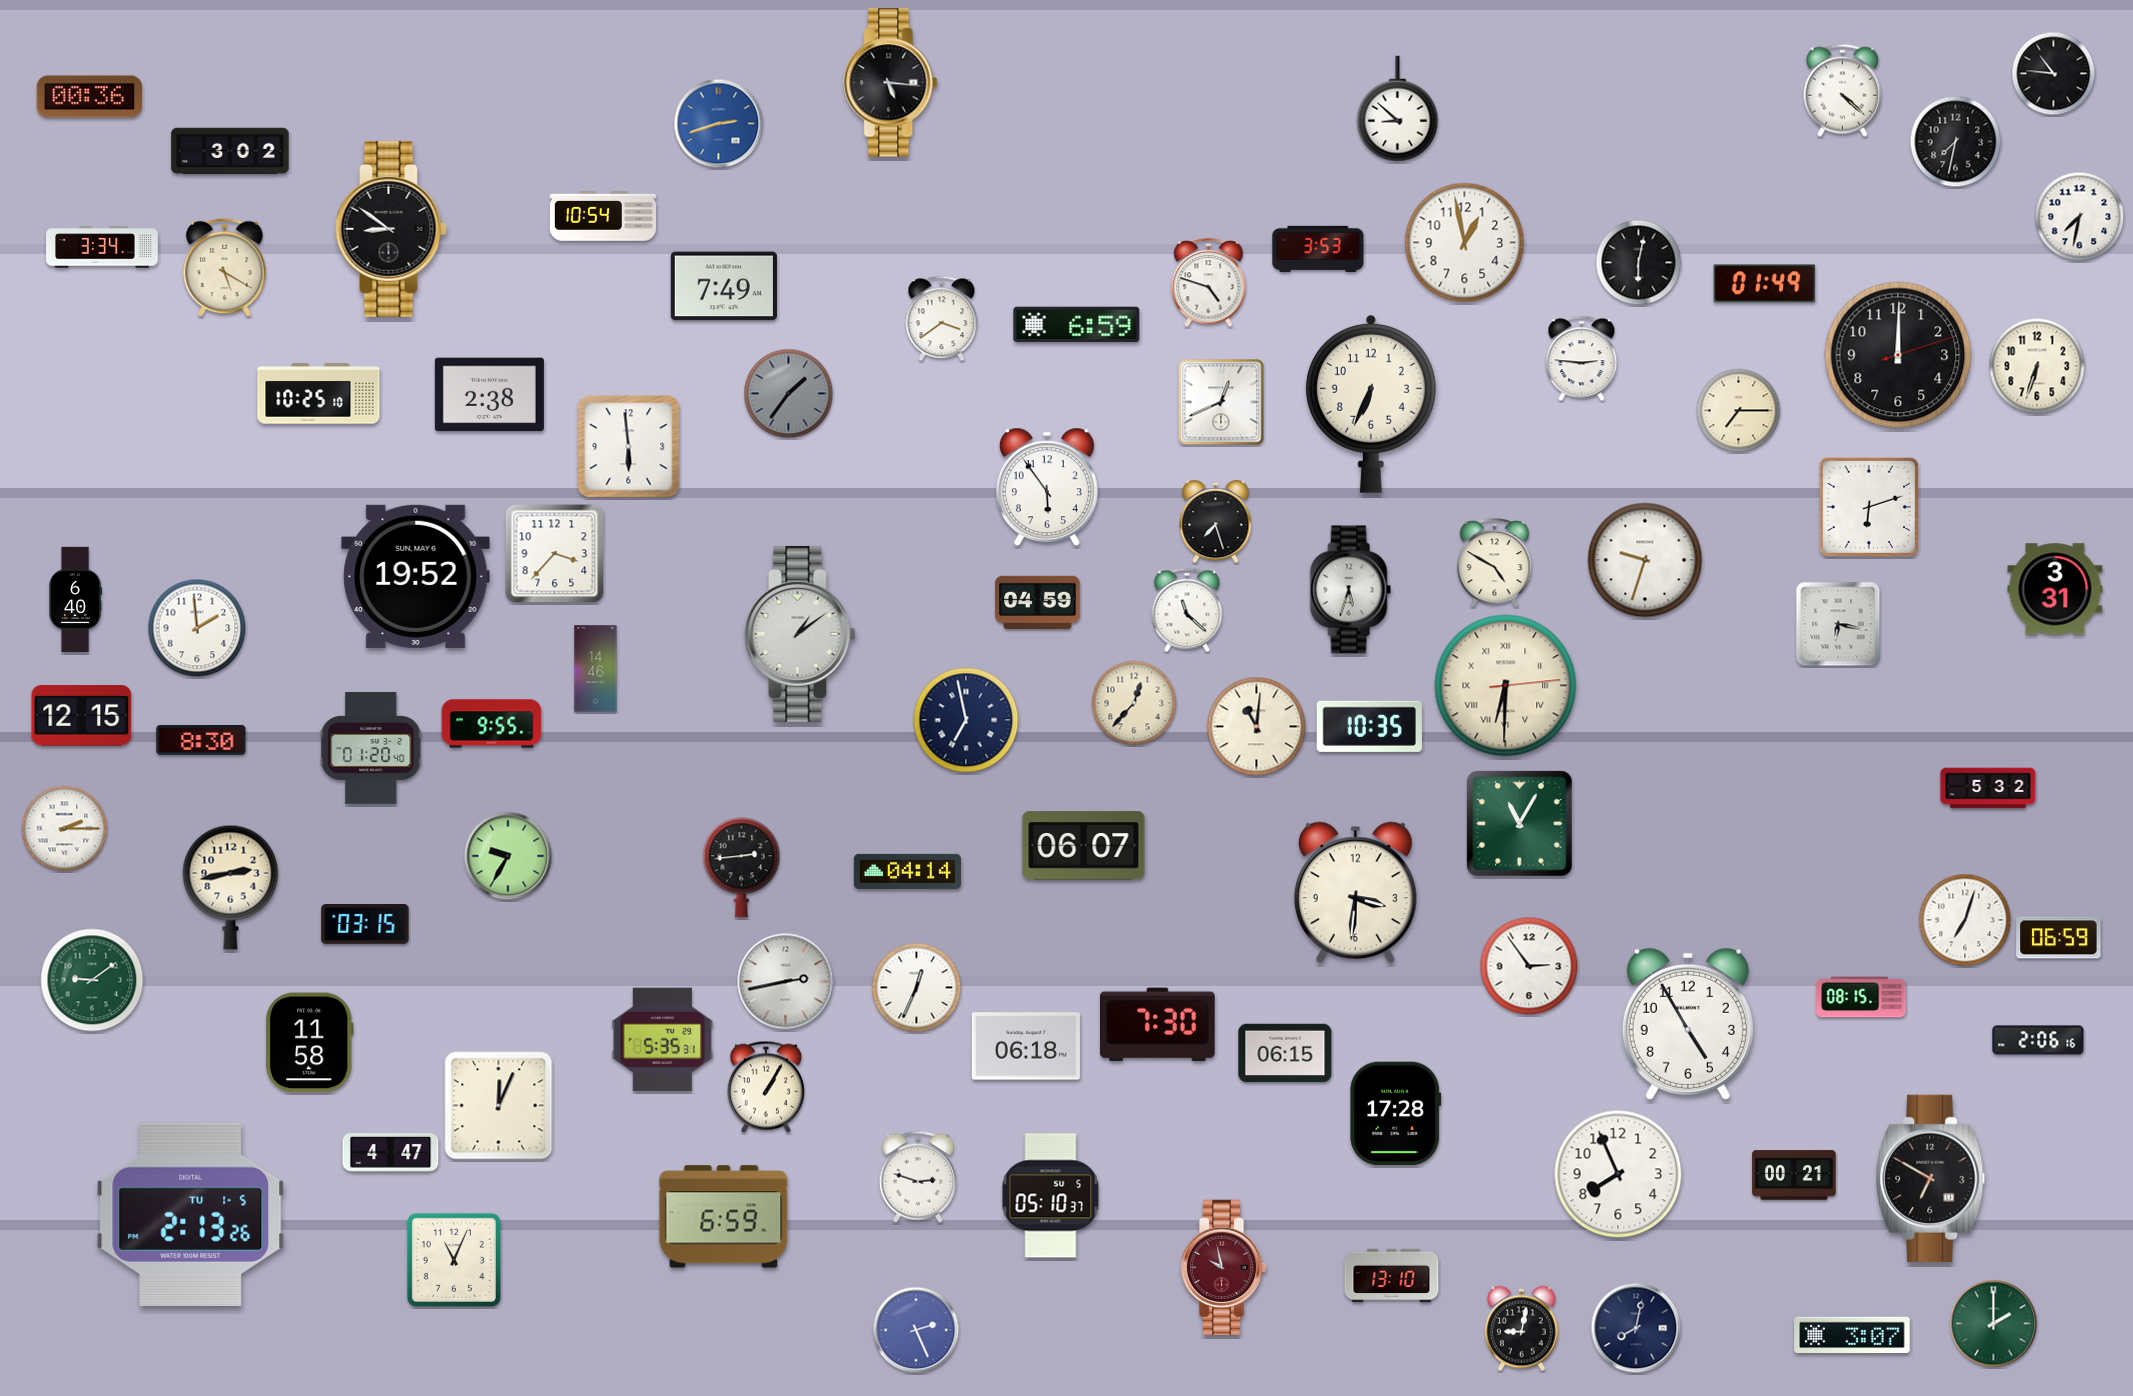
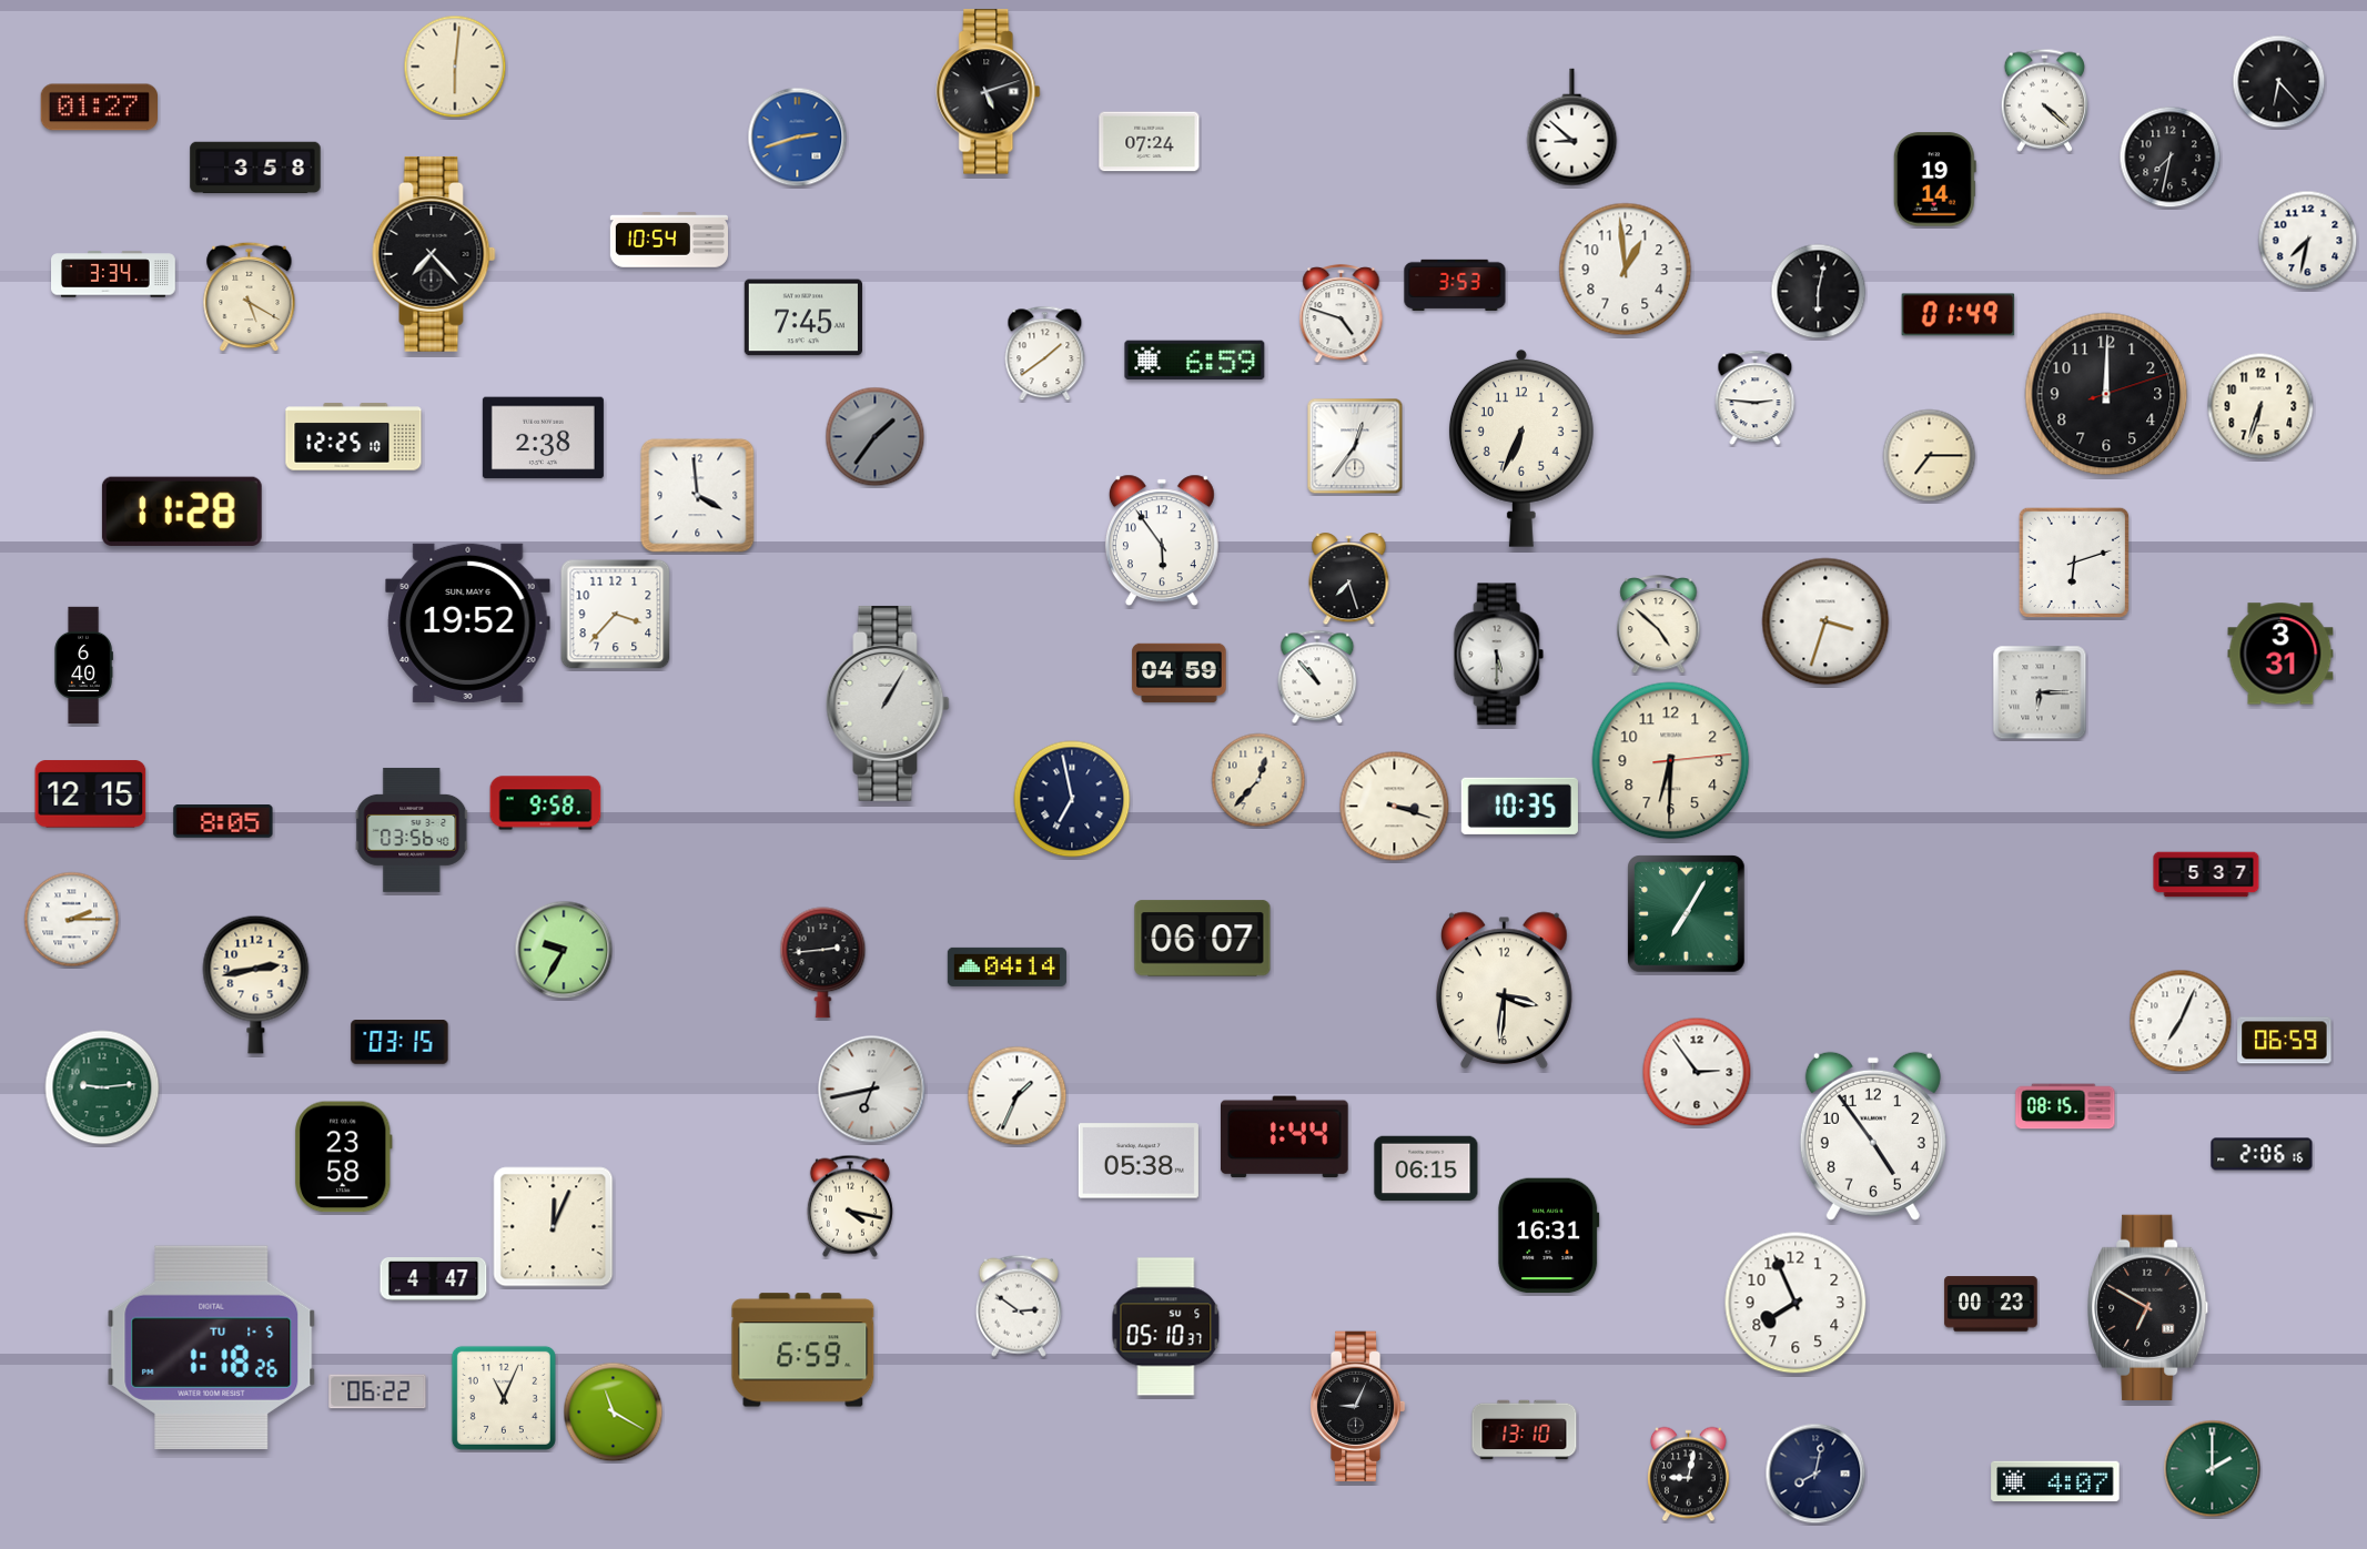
clock at (455, 67): none -> 6:01
clock at (2054, 74): 10:46 -> 6:23
clock at (891, 83): 5:16 -> 5:12
clock at (89, 97): 00:36 -> 01:27
clock at (1398, 109) position: (1398, 109) -> (1572, 128)
clock at (1150, 142): none -> 07:24
clock at (230, 151): 3:02 -> 3:58
clock at (1934, 180): none -> 19:14
clock at (391, 229): 8:51 -> 7:23
clock at (1465, 243): 12:58 -> 12:59
clock at (1318, 249) position: (1318, 249) -> (1455, 285)
clock at (724, 286): 7:49 -> 7:45
clock at (942, 319): 3:39 -> 1:39
clock at (319, 394): 10:25 -> 12:25
clock at (1221, 402): 12:41 -> 12:36
clock at (629, 447): 5:59 -> 3:59
clock at (182, 512): none -> 11:28
clock at (1645, 560): 9:33 -> 3:33
clock at (1495, 564): 4:50 -> 4:52
clock at (416, 576) position: (416, 576) -> (468, 622)
clock at (1350, 590): 5:33 -> 5:30
clock at (1038, 602) position: (1038, 602) -> (1180, 672)
clock at (1187, 610): 11:22 -> 10:53
clock at (1838, 624): 6:17 -> 6:15
clock at (197, 628): 1:59 -> none
clock at (800, 634): 1:09 -> 1:05
clock at (596, 669): 14:46 -> none
clock at (1506, 686) numerals: Roman -> Arabic
clock at (492, 724): 9:55 -> 9:58
clock at (1257, 727): 11:01 -> 3:18
clock at (201, 741): 8:30 -> 8:05
clock at (371, 748): 01:20 -> 03:56
clock at (1988, 788): 5:32 -> 5:37
clock at (1520, 824): 11:05 -> 7:05
clock at (1965, 920): 7:03 -> 7:04
clock at (365, 925) position: (365, 925) -> (399, 1043)
clock at (92, 980): 9:09 -> 9:14
clock at (786, 982): 2:43 -> 6:43
clock at (917, 988): 12:34 -> 1:34
clock at (1688, 1024): 4:55 -> 4:54
clock at (1158, 1025): 7:30 -> 1:44
clock at (663, 1040): 5:35 -> none
clock at (309, 1043): 11:58 -> 23:58
clock at (1026, 1046): 06:18 -> 05:38
clock at (766, 1087): 1:05 -> 4:17
clock at (1396, 1114): 17:28 -> 16:31
clock at (1794, 1175): 00:21 -> 00:23
clock at (918, 1177): 2:48 -> 2:51
clock at (1931, 1178) position: (1931, 1178) -> (2148, 1307)
clock at (191, 1214): 2:13 -> 1:18
clock at (377, 1391): none -> 06:22
clock at (1223, 1268): 9:58 -> 9:04
clock at (1223, 1268) dial: burgundy -> black
clock at (614, 1413): none -> 11:20
clock at (1392, 1276) position: (1392, 1276) -> (1525, 1430)
clock at (916, 1330): 2:26 -> none
clock at (1852, 1335): 3:07 -> 4:07
